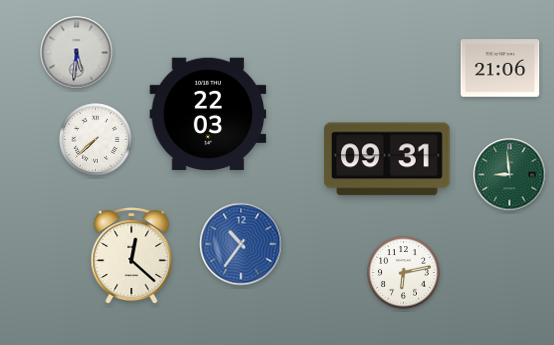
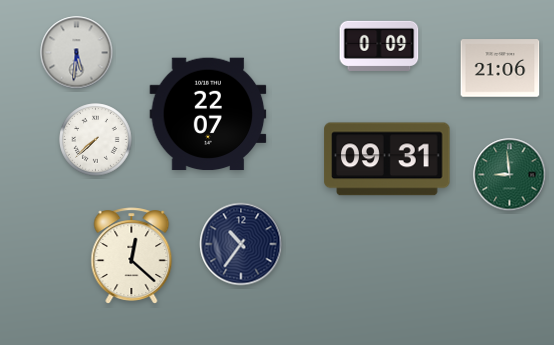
clock at (379, 46): none -> 0:09
clock at (208, 114): 22:03 -> 22:07
clock at (241, 244) dial: blue -> navy
clock at (404, 273): 6:13 -> none
